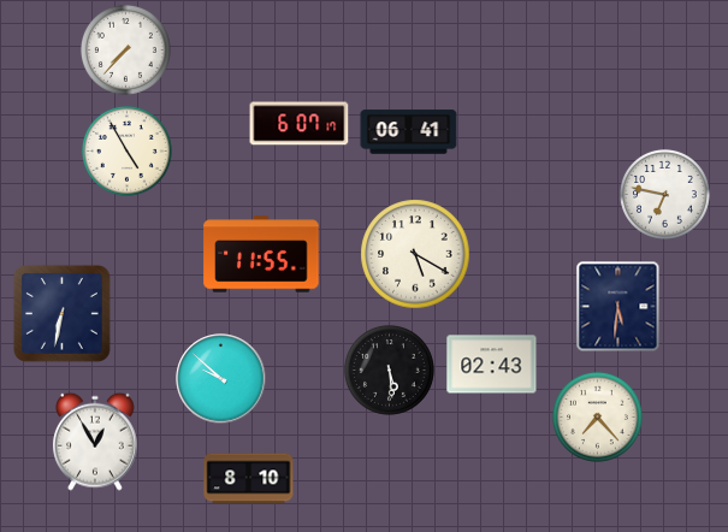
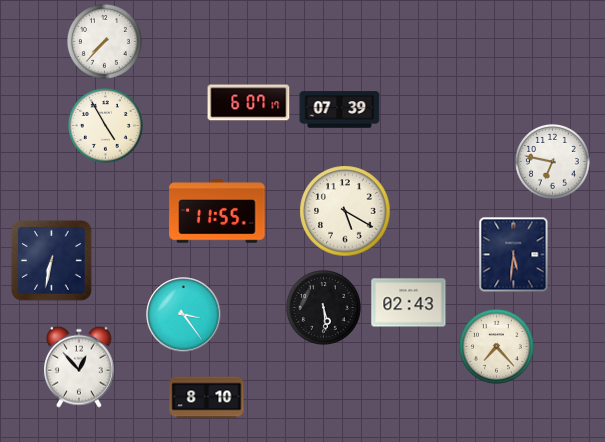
clock at (409, 132): 06:41 -> 07:39
clock at (221, 379): 9:52 -> 3:24
clock at (95, 442): 12:55 -> 12:53
